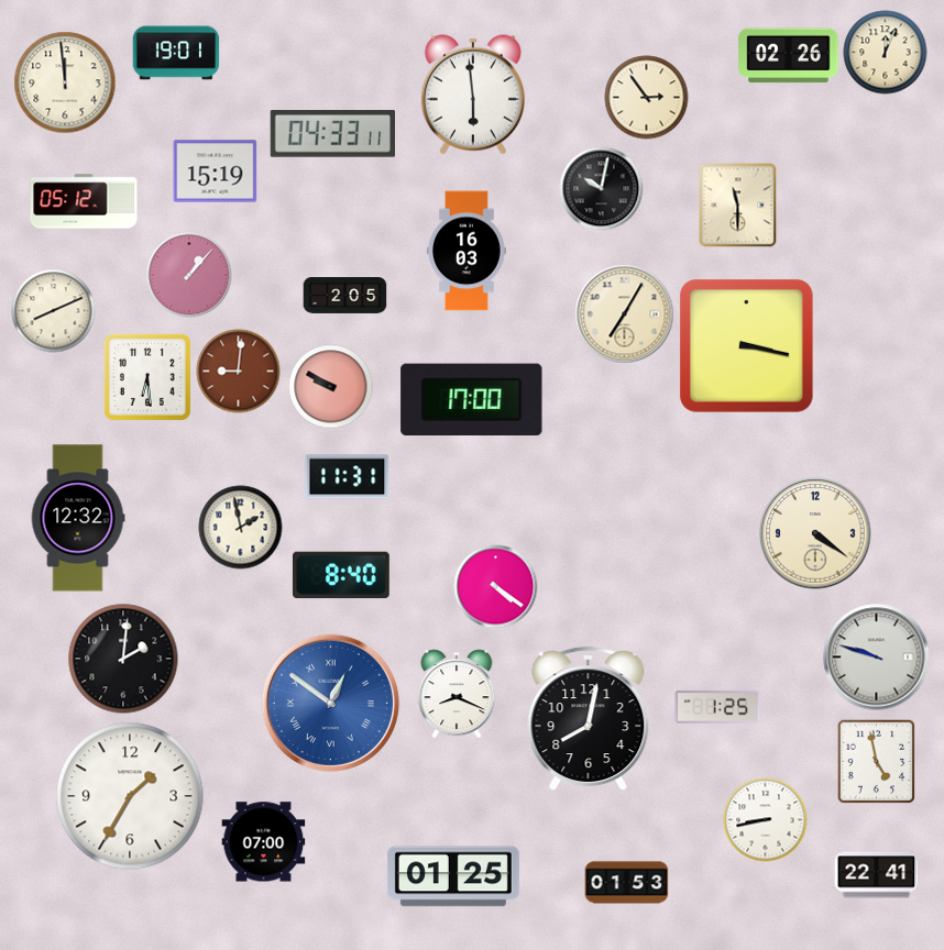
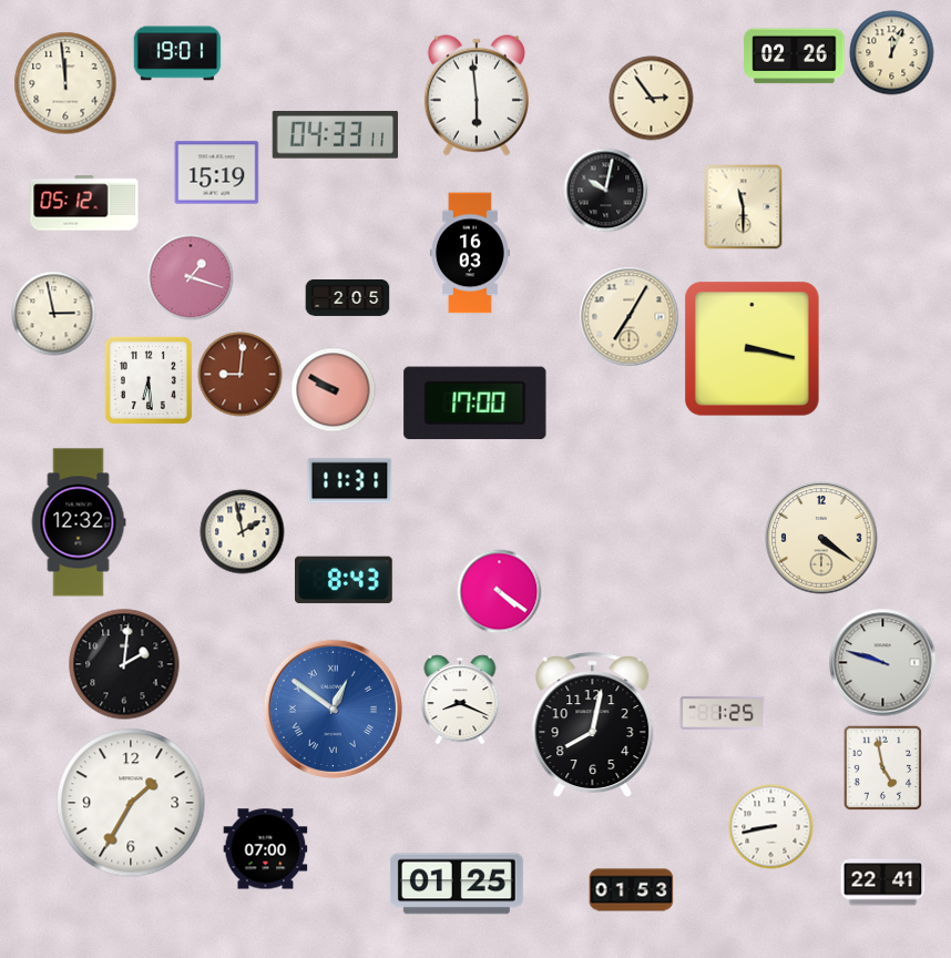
clock at (189, 275): 1:07 -> 1:18
clock at (54, 311): 8:11 -> 2:58
clock at (341, 575): 8:40 -> 8:43
